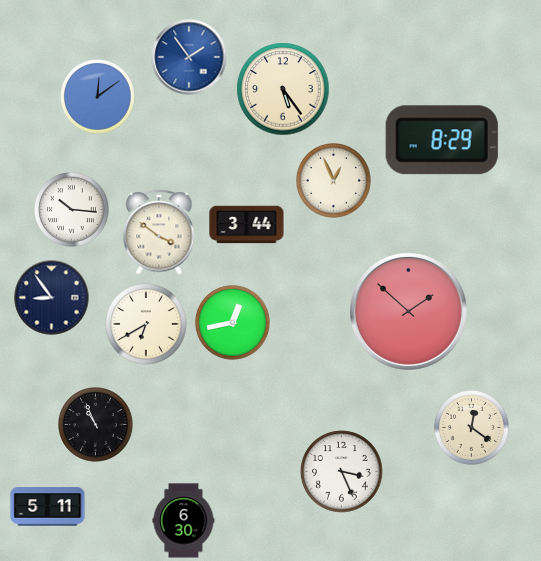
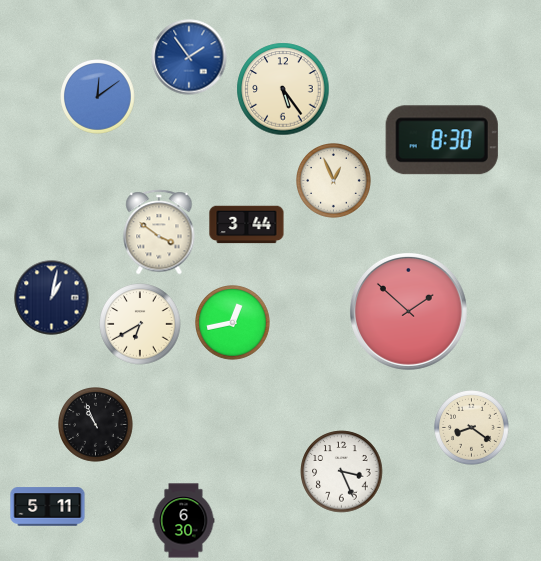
clock at (442, 140): 8:29 -> 8:30
clock at (72, 210): 10:16 -> none
clock at (52, 298): 8:54 -> 1:02
clock at (146, 324) position: (146, 324) -> (140, 324)
clock at (472, 428): 12:21 -> 8:21
